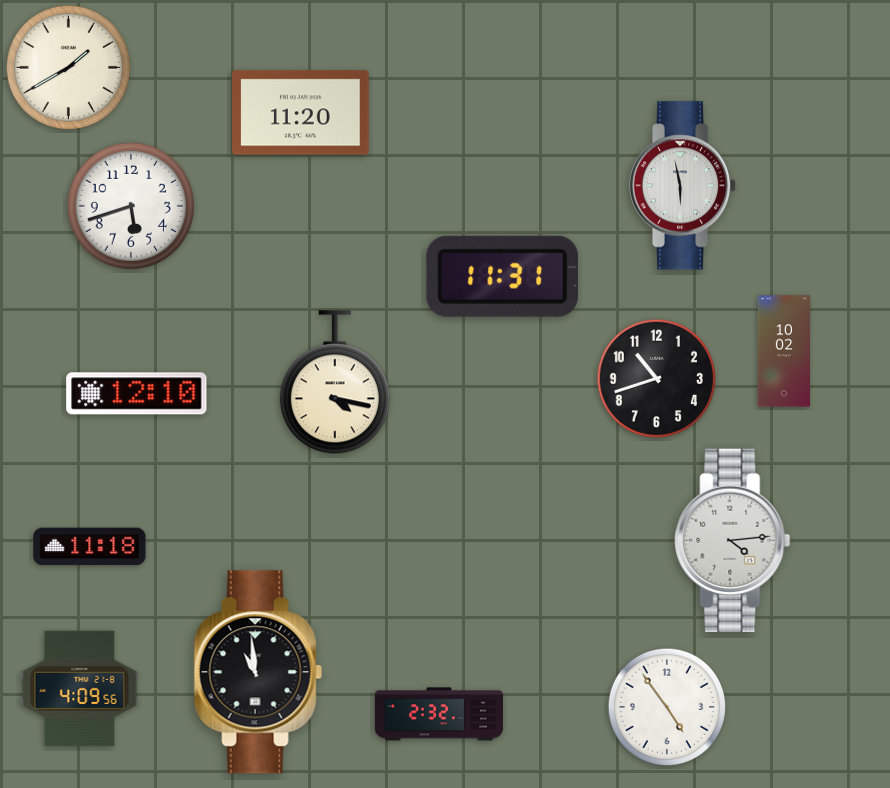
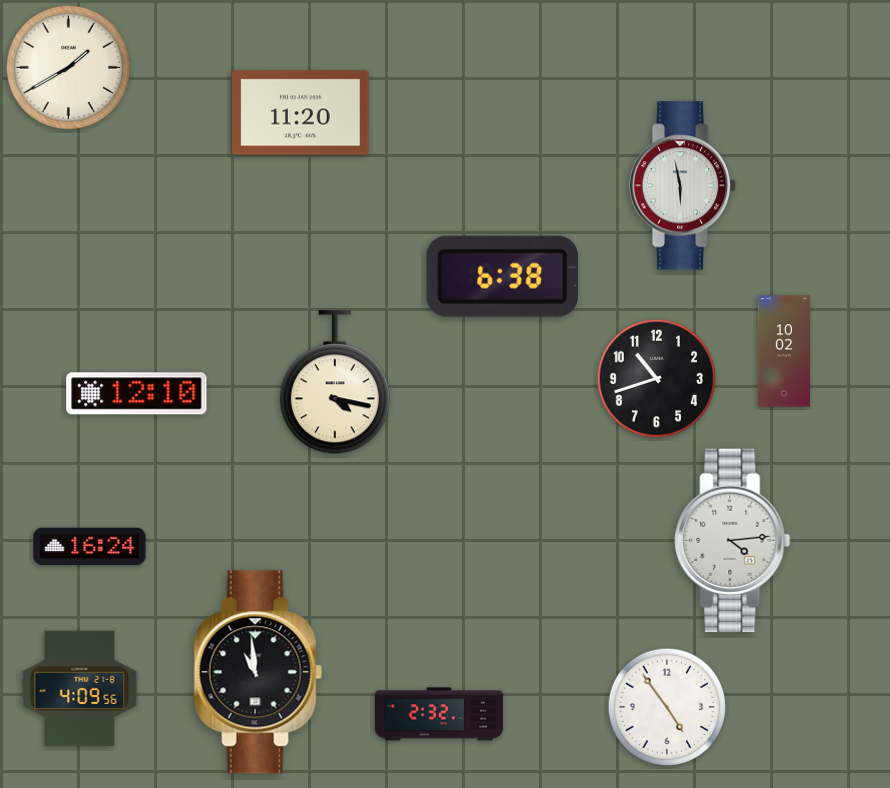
clock at (131, 206): 5:42 -> none
clock at (502, 276): 11:31 -> 6:38
clock at (90, 547): 11:18 -> 16:24
